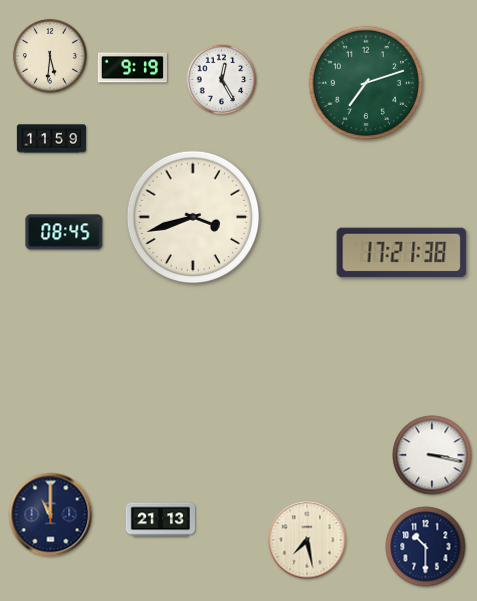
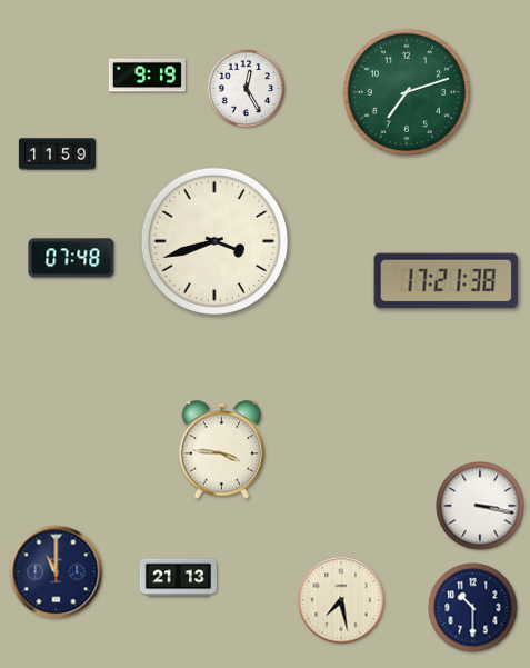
clock at (50, 56): 5:31 -> none
clock at (64, 232): 08:45 -> 07:48
clock at (222, 450): none -> 3:46
